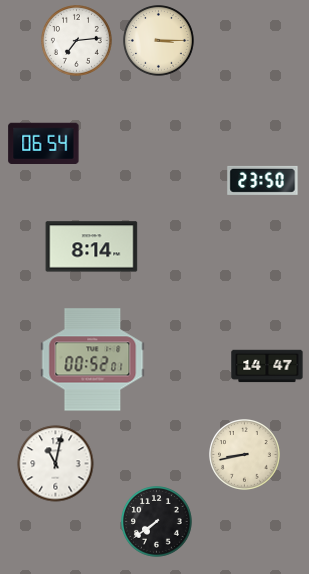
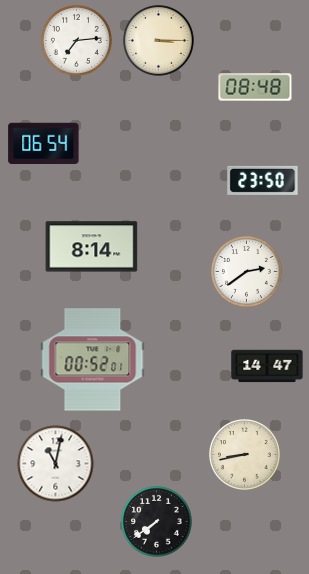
clock at (255, 87): none -> 08:48
clock at (247, 272): none -> 2:39
